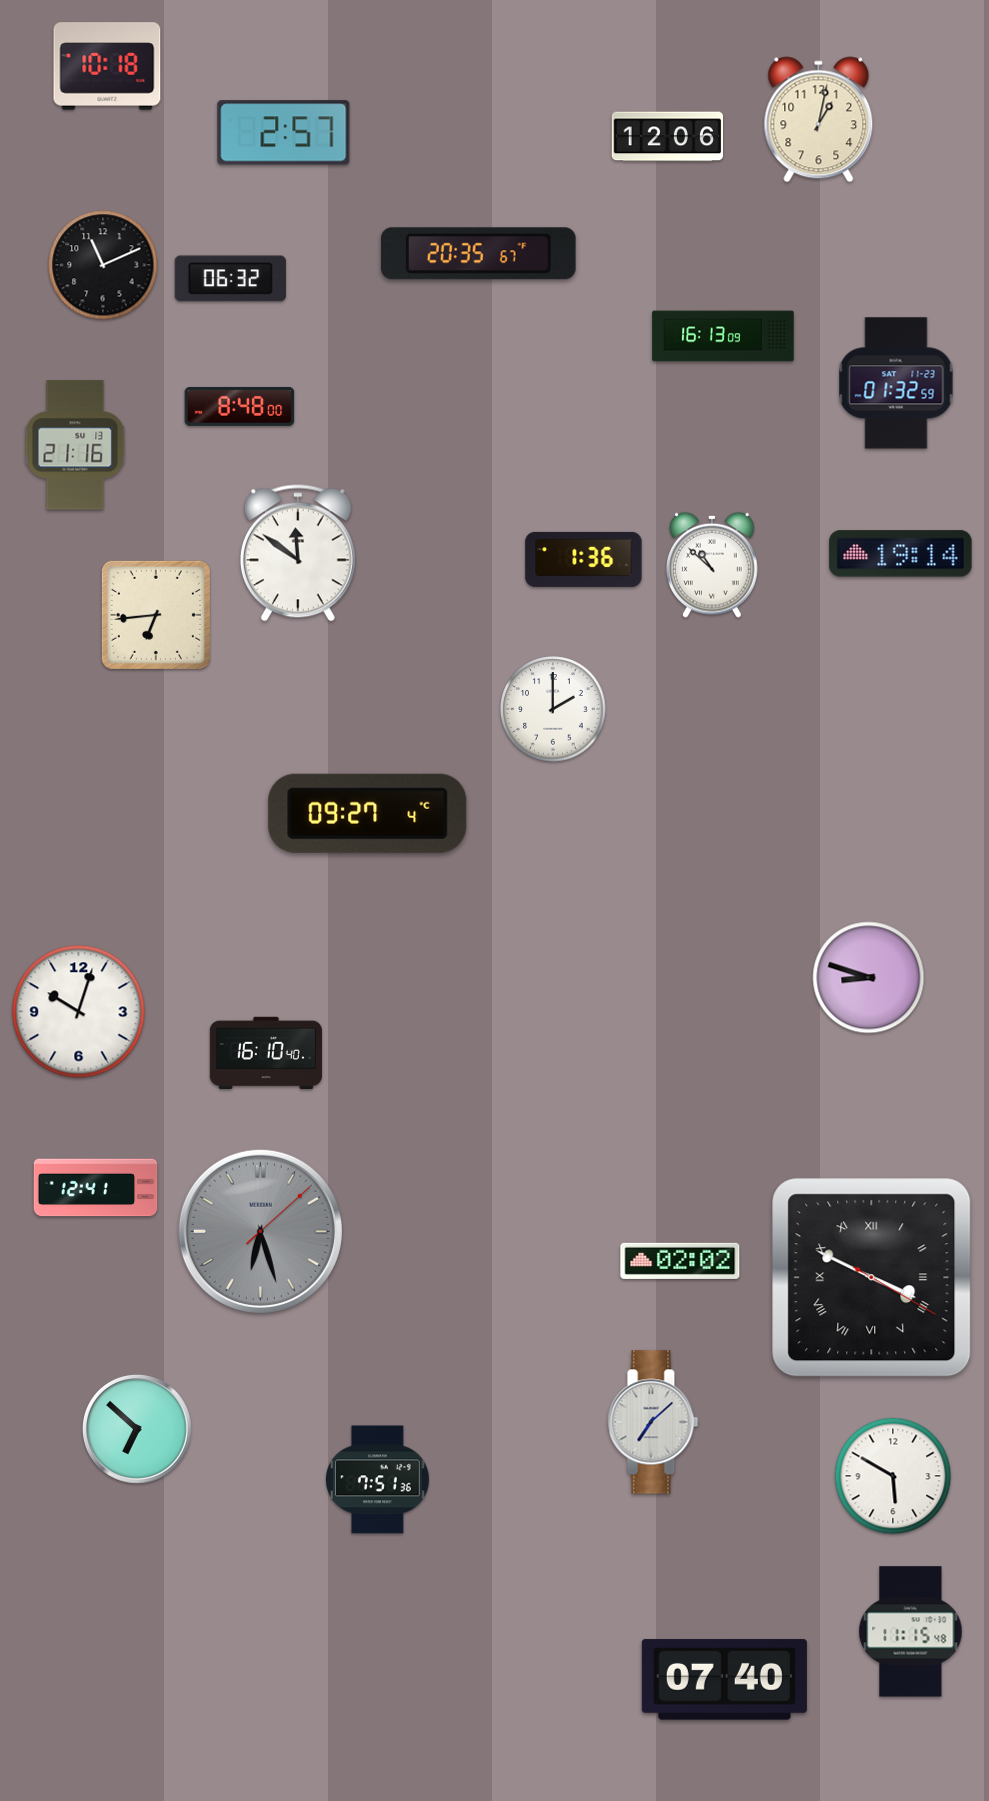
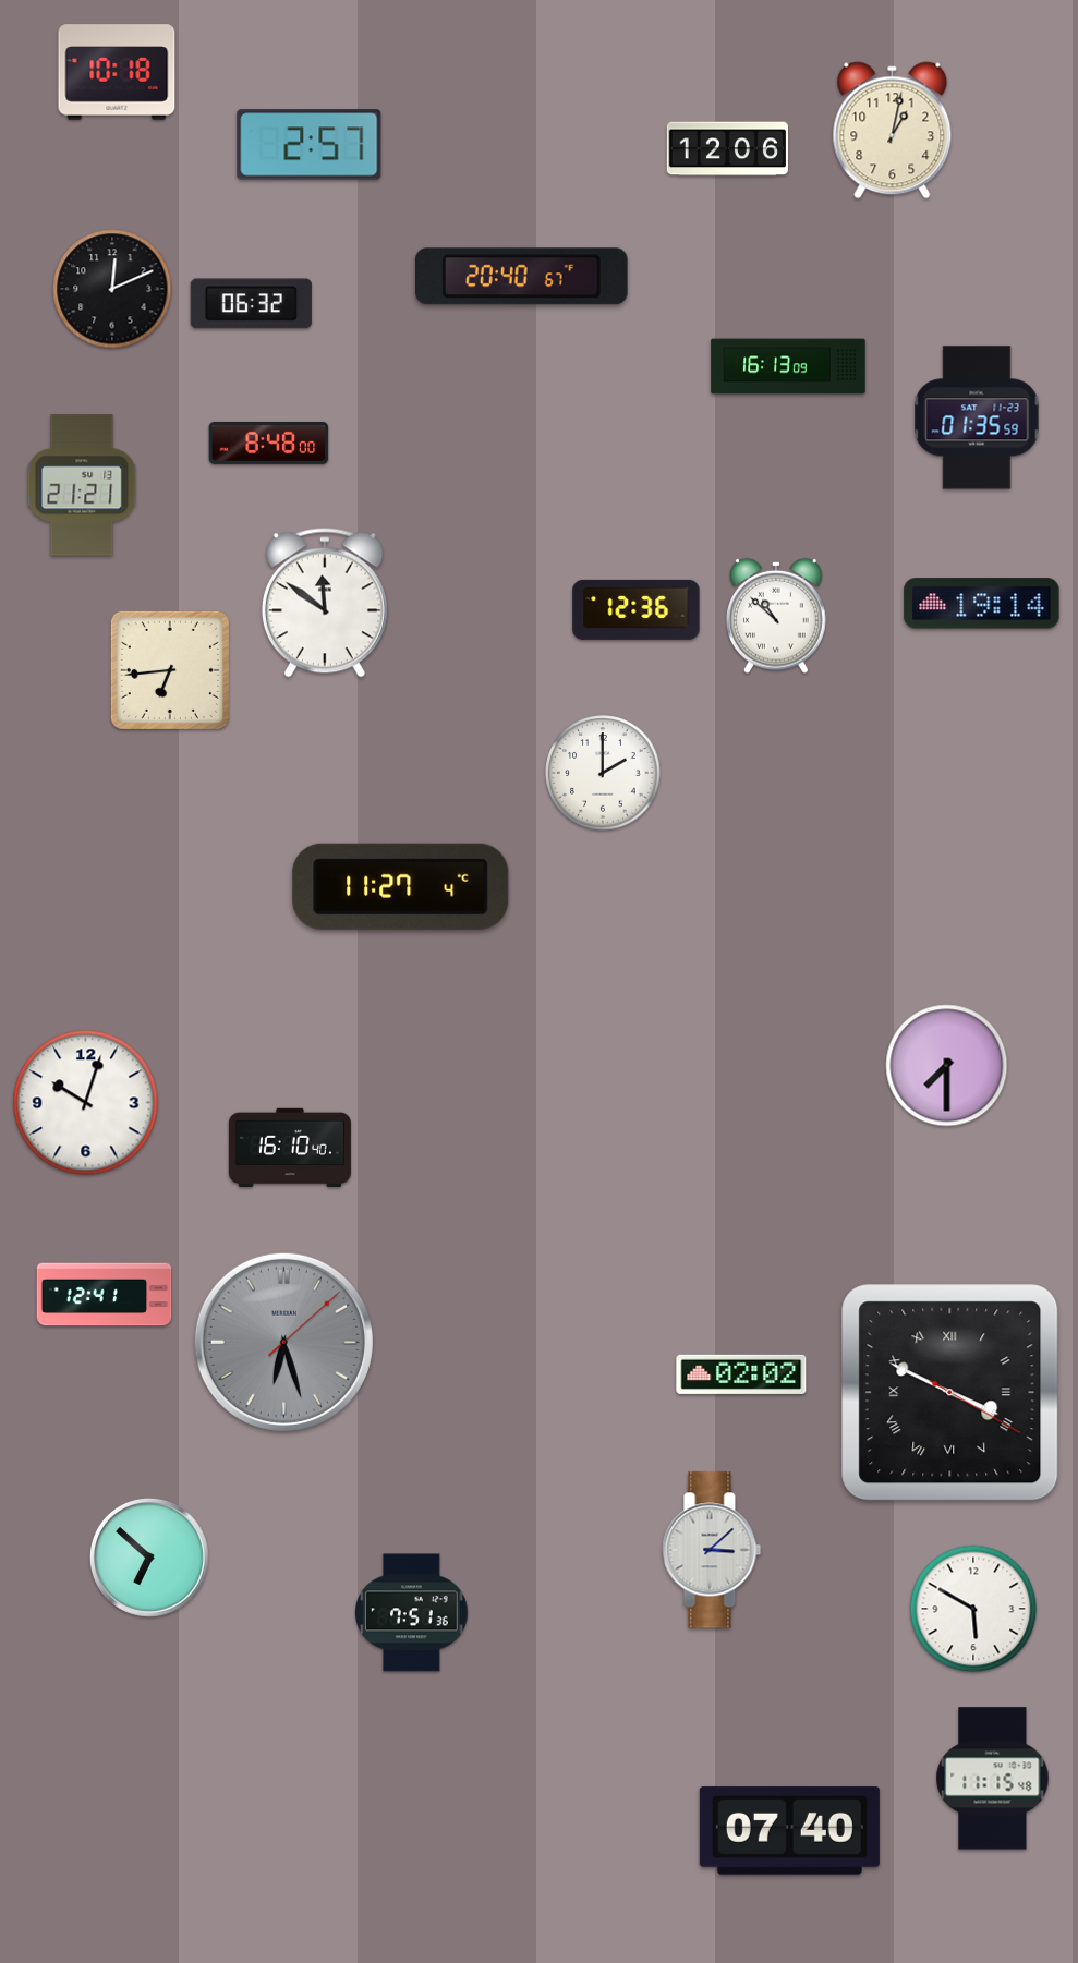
clock at (478, 254): 20:35 -> 20:40
clock at (103, 265): 11:11 -> 12:11
clock at (896, 383): 01:32 -> 01:35
clock at (240, 406) position: (240, 406) -> (269, 443)
clock at (75, 445): 21:16 -> 21:21
clock at (584, 559): 1:36 -> 12:36
clock at (368, 813): 09:27 -> 11:27
clock at (869, 978): 8:48 -> 7:30
clock at (653, 1422): 7:08 -> 3:08
